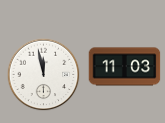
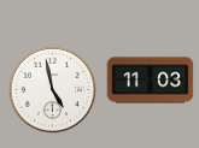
clock at (44, 75): 11:58 -> 4:58
